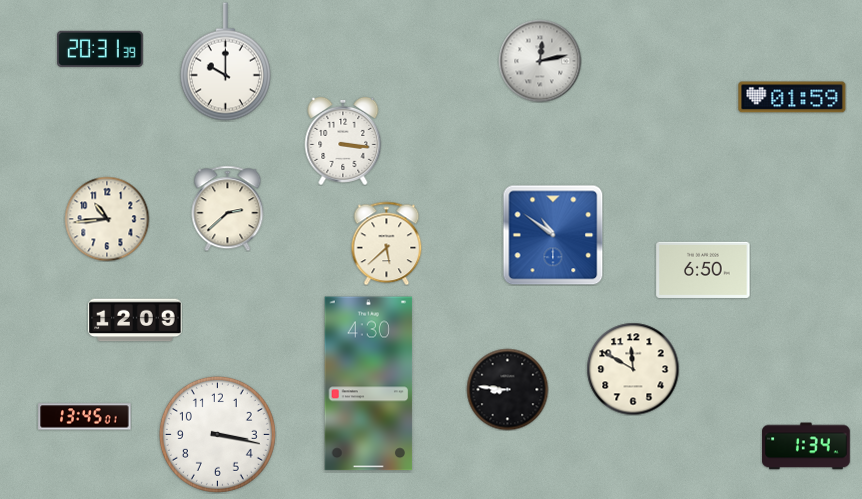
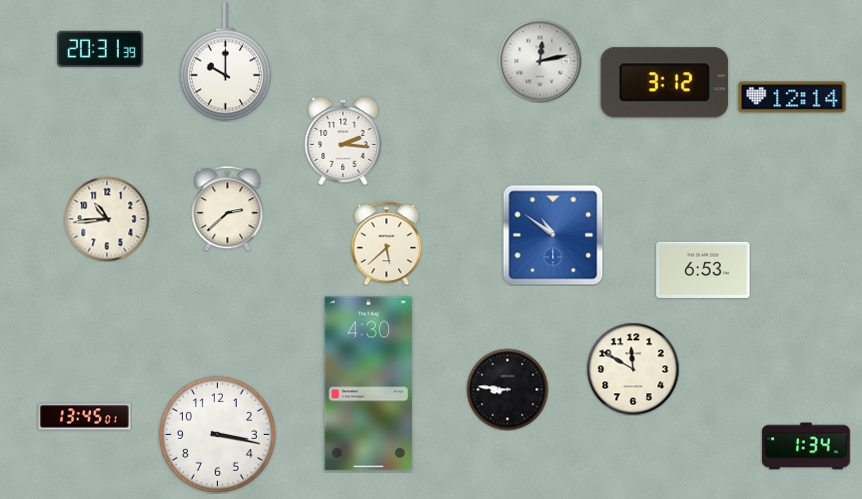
clock at (664, 83): none -> 3:12
clock at (792, 97): 01:59 -> 12:14
clock at (343, 141): 3:16 -> 2:16
clock at (703, 270): 6:50 -> 6:53
clock at (135, 320): 12:09 -> none
